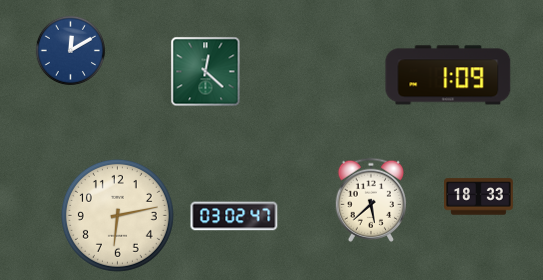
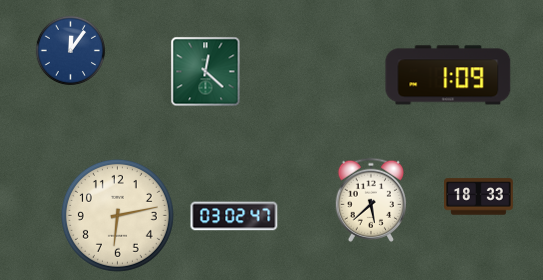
clock at (70, 50): 12:10 -> 12:06
